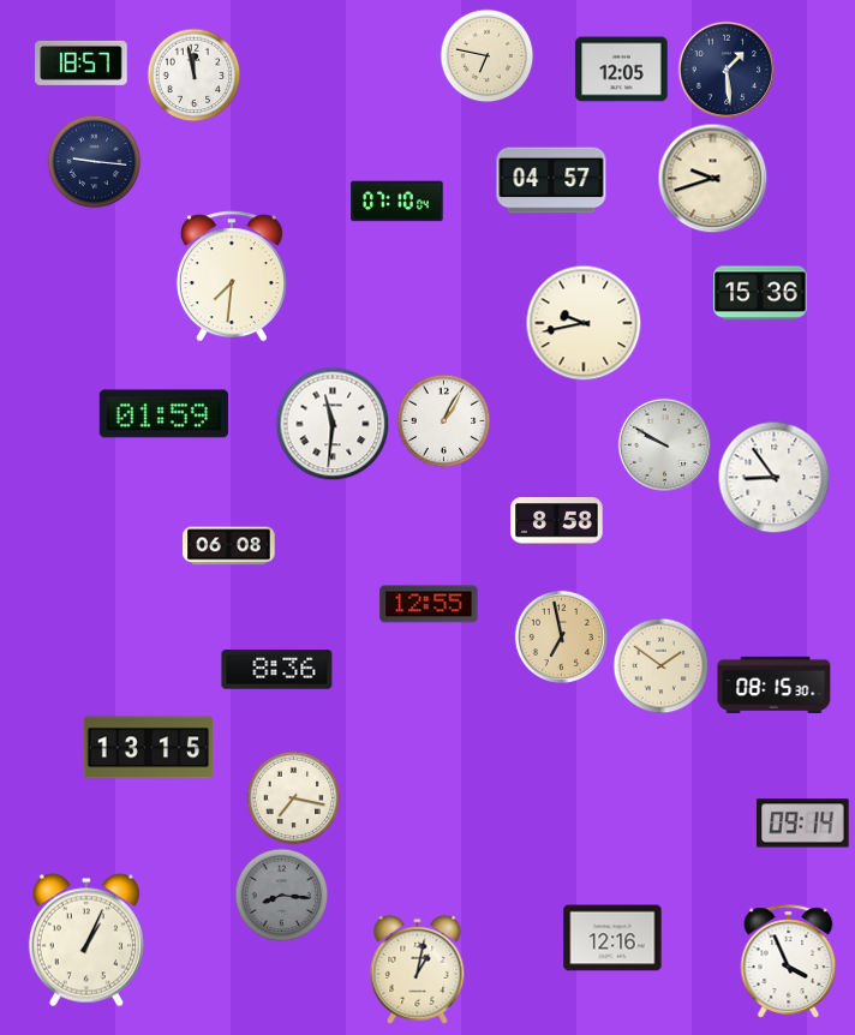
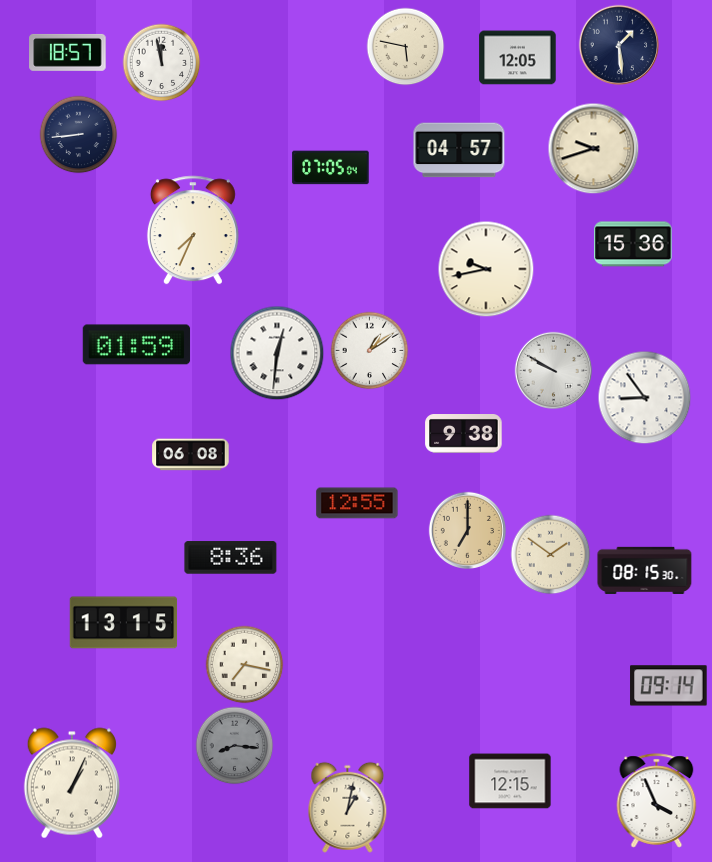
clock at (486, 55): 6:47 -> 5:47
clock at (727, 70) position: (727, 70) -> (619, 45)
clock at (94, 161): 9:16 -> 8:44
clock at (397, 202): 07:10 -> 07:05
clock at (232, 276): 7:31 -> 7:34
clock at (443, 420): 1:05 -> 1:09
clock at (333, 424): 11:31 -> 12:31
clock at (557, 521): 8:58 -> 9:38
clock at (561, 636): 6:58 -> 7:00
clock at (612, 938): 12:16 -> 12:15
